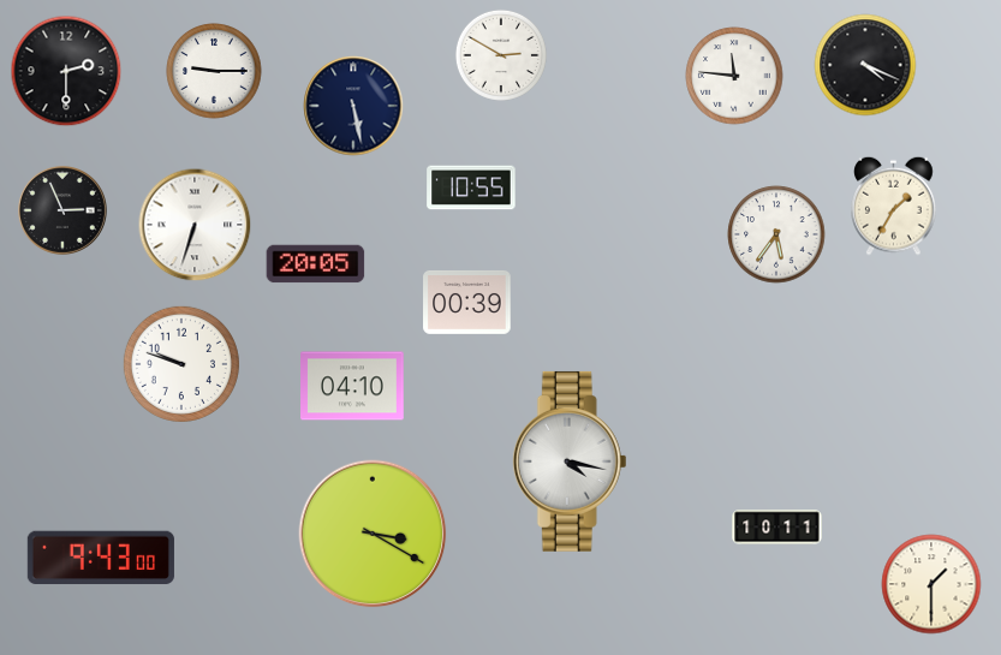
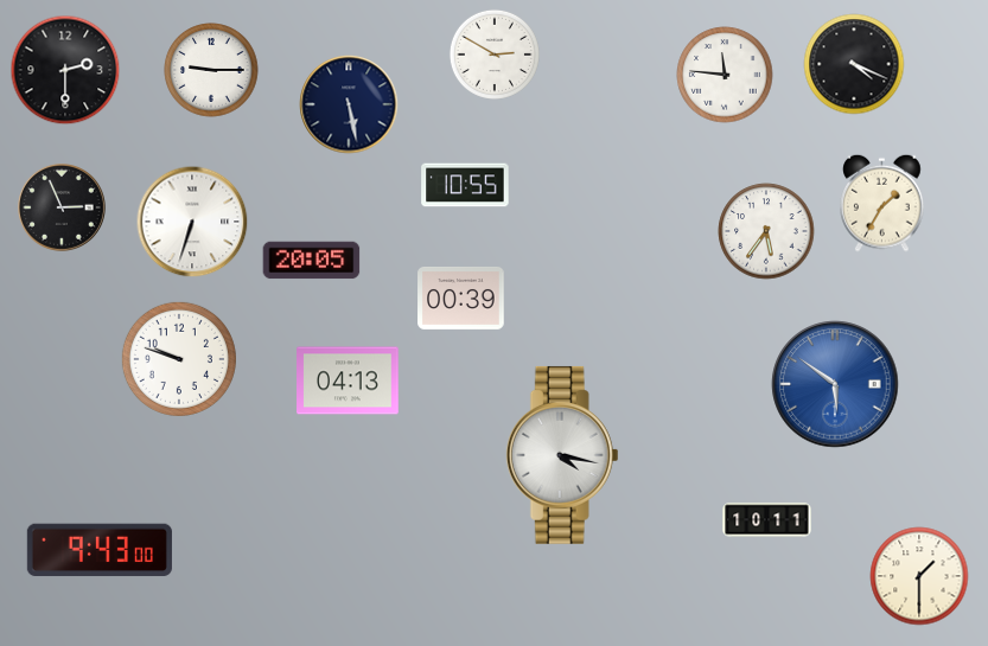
clock at (352, 386): 04:10 -> 04:13
clock at (835, 384): none -> 5:51
clock at (373, 534): 3:20 -> none
